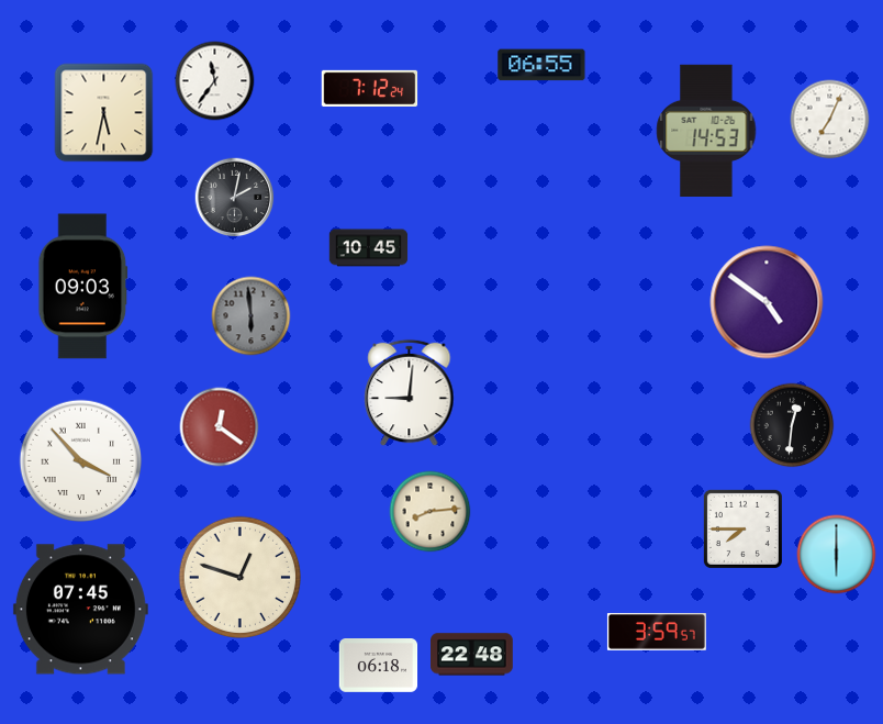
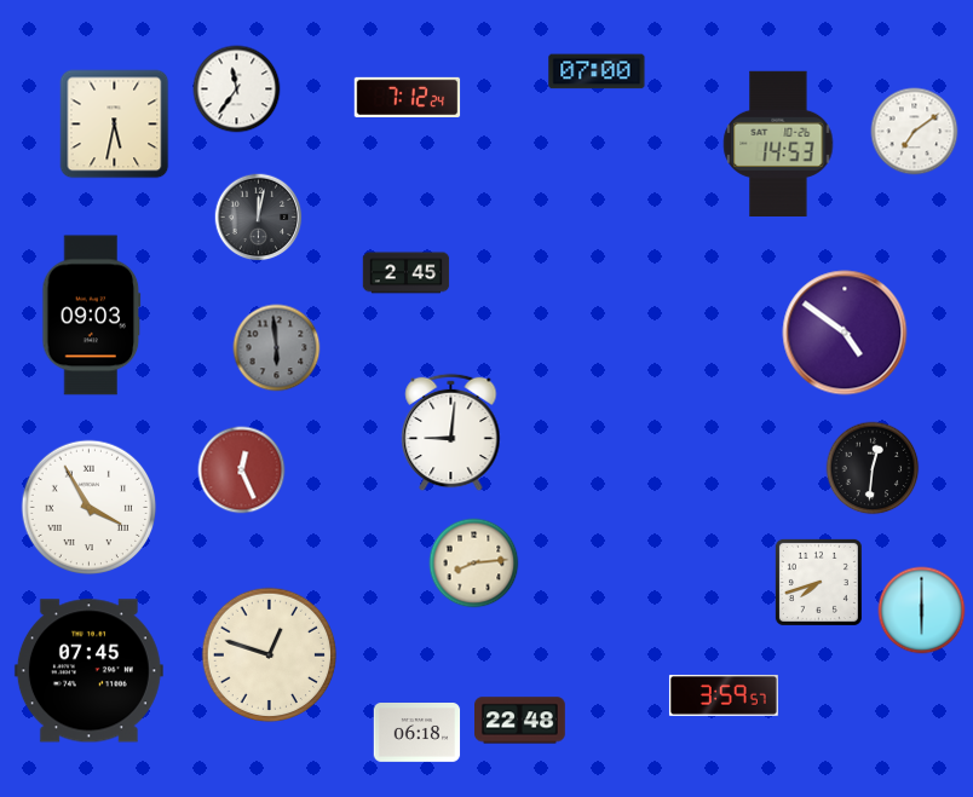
clock at (541, 65): 06:55 -> 07:00
clock at (830, 120): 7:04 -> 7:09
clock at (235, 198): 2:02 -> 12:02
clock at (369, 248): 10:45 -> 2:45
clock at (220, 427): 12:21 -> 12:26
clock at (81, 461): 3:53 -> 3:55
clock at (742, 528): 7:45 -> 7:42
clock at (241, 578) position: (241, 578) -> (270, 655)
